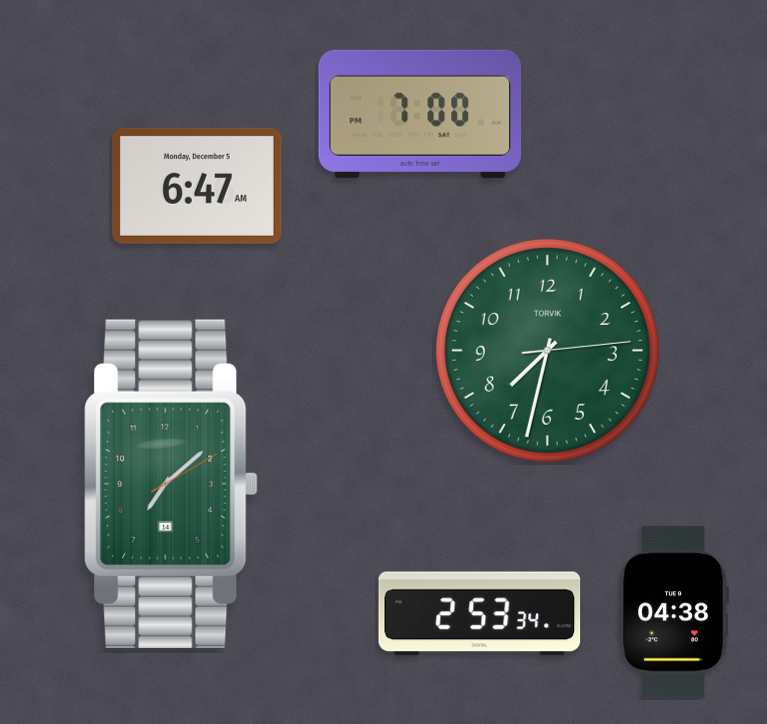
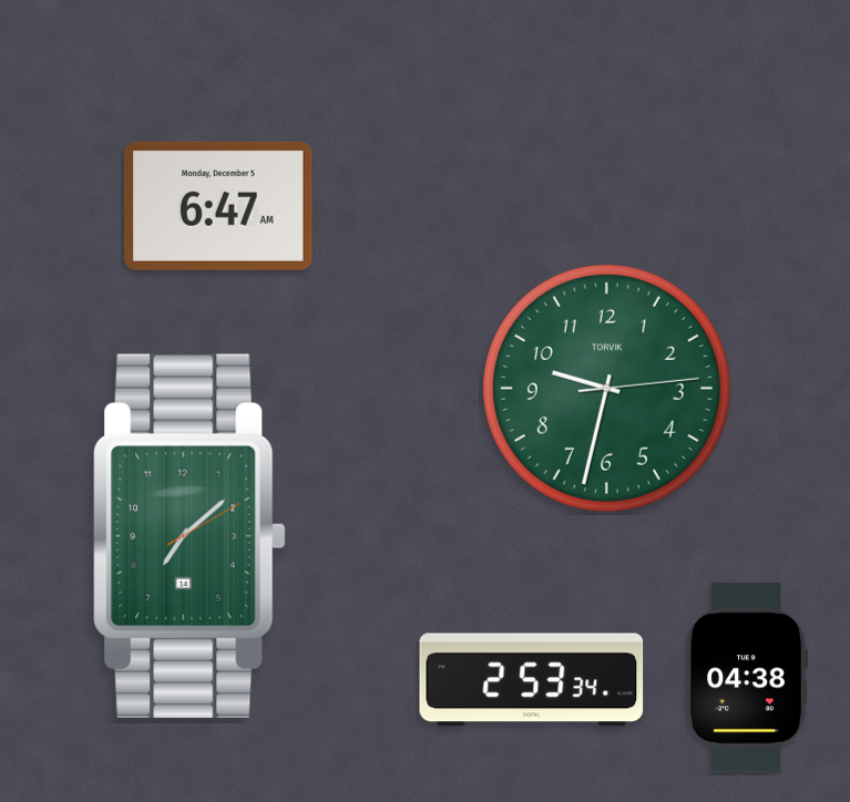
clock at (420, 114): 7:00 -> none
clock at (547, 350): 7:32 -> 9:32
